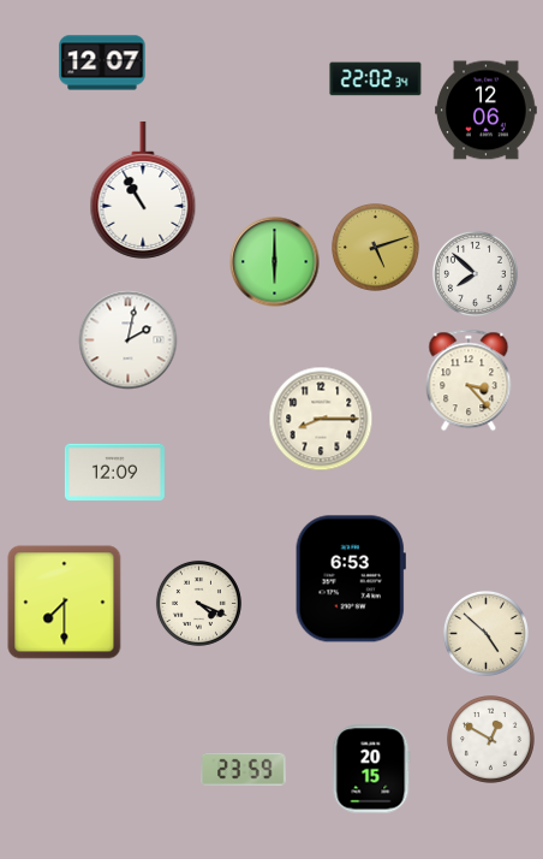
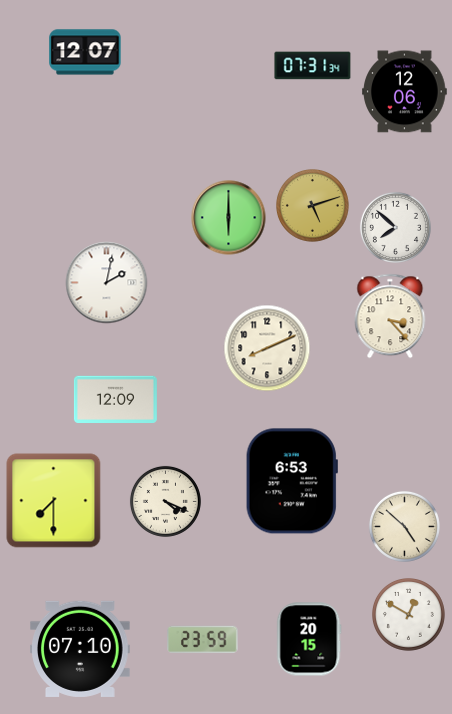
clock at (376, 79): 22:02 -> 07:31
clock at (143, 190): 10:55 -> none
clock at (321, 419): 8:15 -> 8:11
clock at (114, 472) position: (114, 472) -> (115, 399)
clock at (80, 649): none -> 07:10
